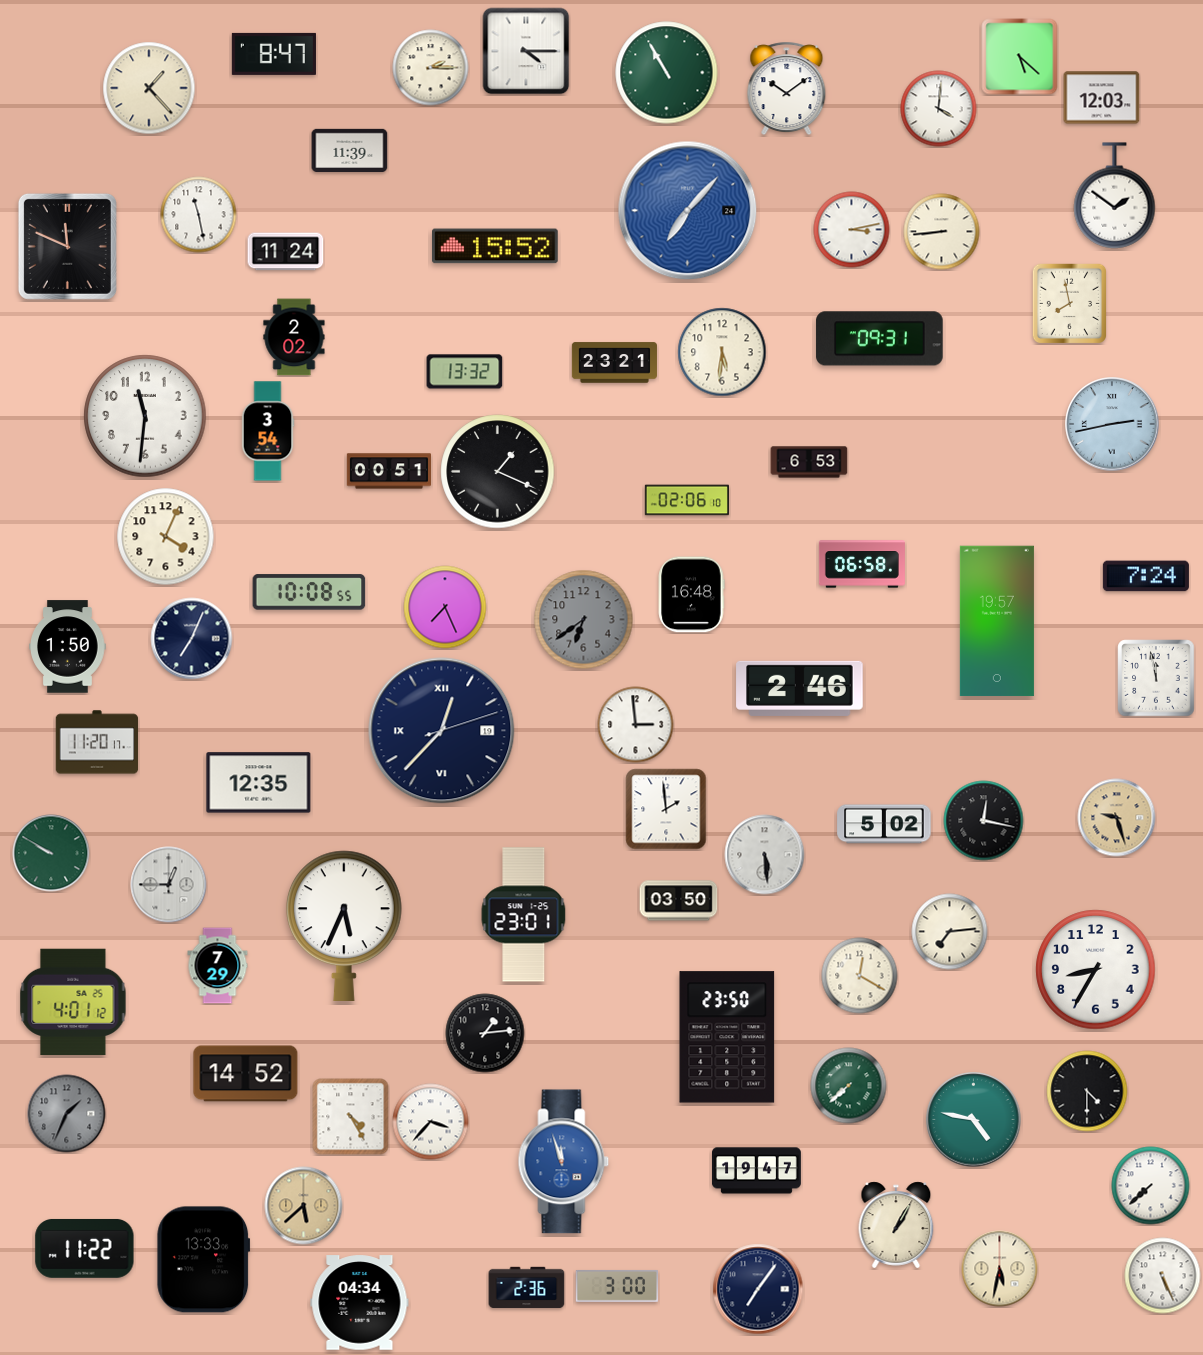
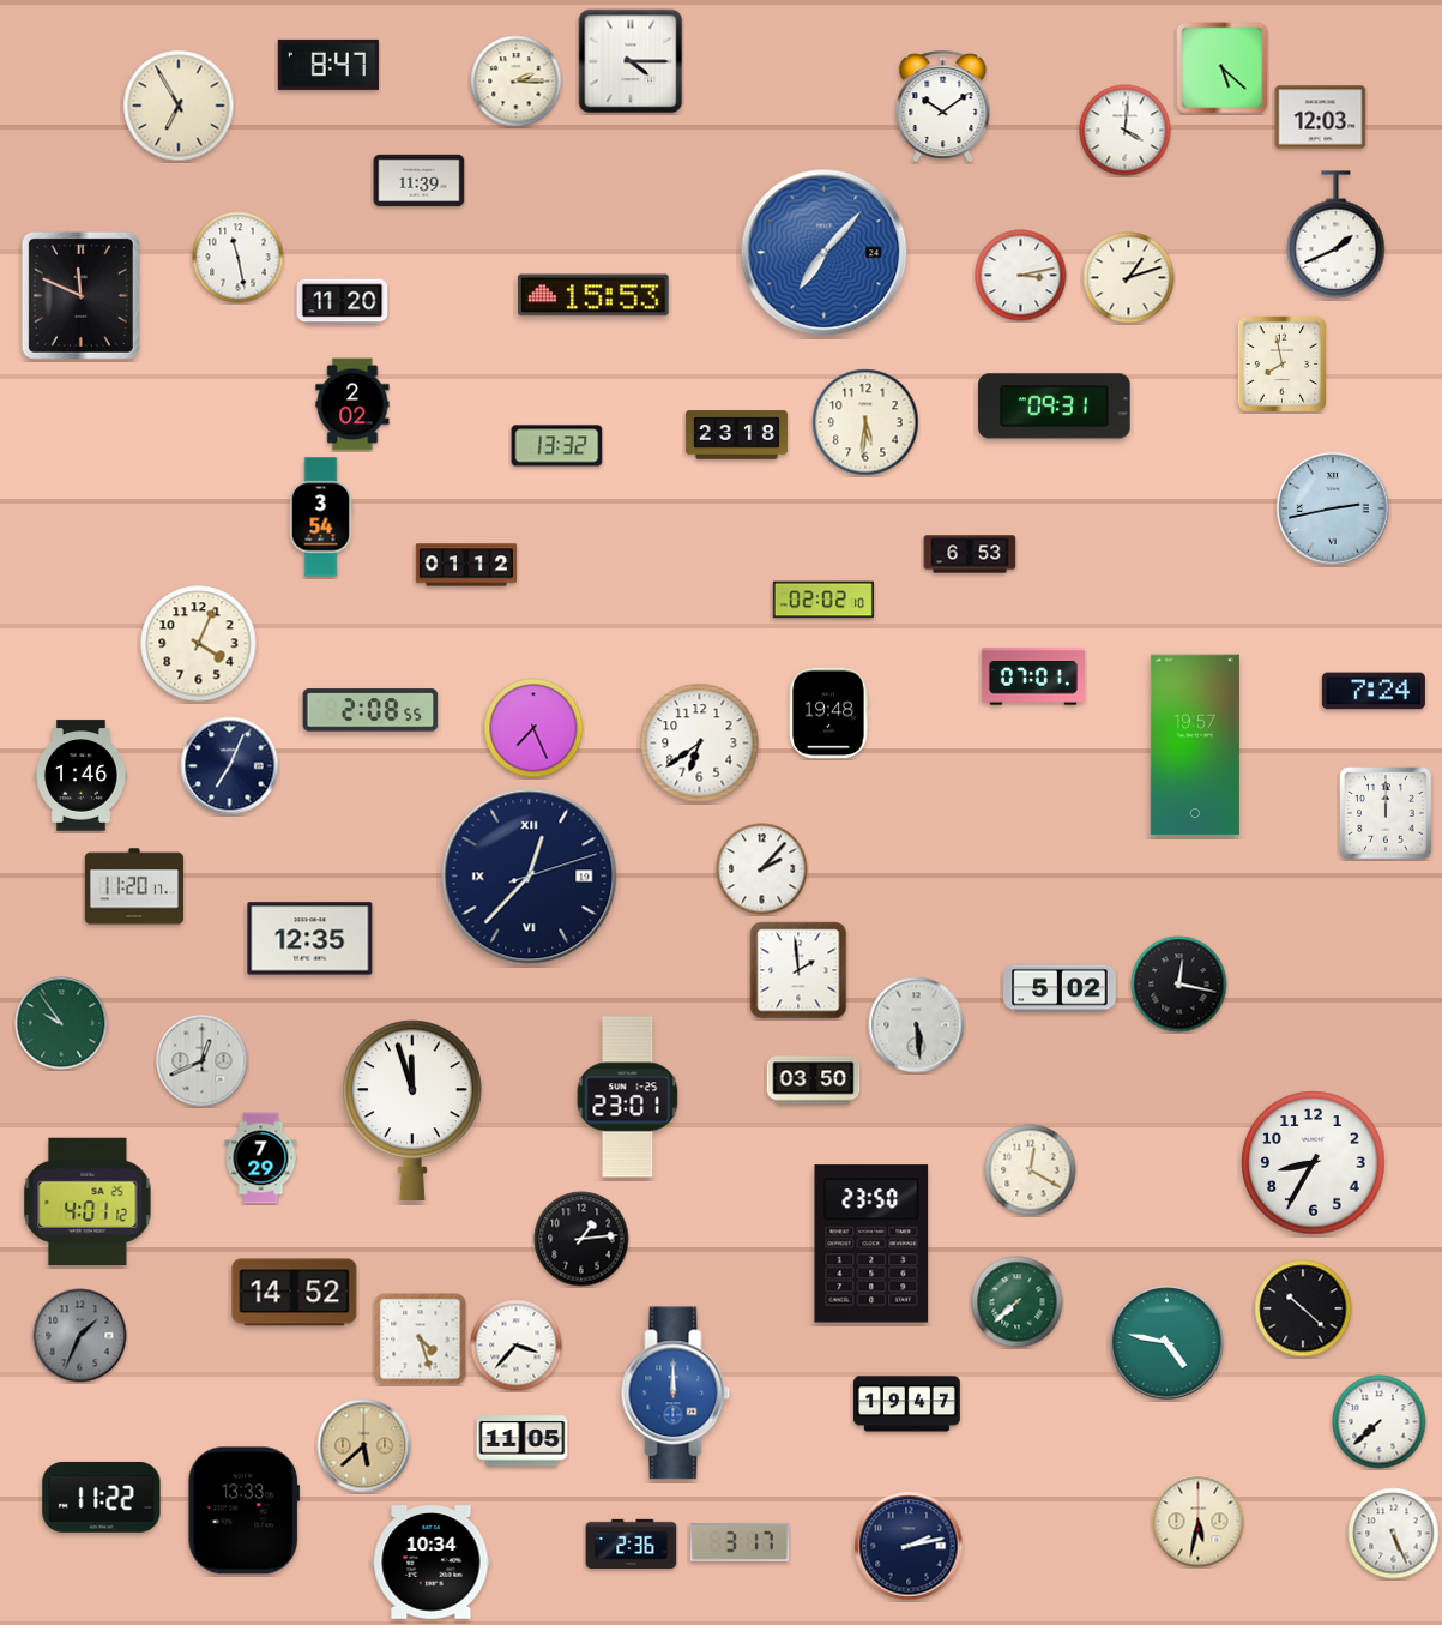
clock at (667, 73): 10:55 -> none
clock at (149, 88): 1:23 -> 6:55
clock at (1115, 196): 1:51 -> 1:41
clock at (942, 232): 8:44 -> 1:12
clock at (496, 246): 15:52 -> 15:53
clock at (286, 252): 11:24 -> 11:20
clock at (614, 363): 23:21 -> 23:18
clock at (145, 416): 11:31 -> none
clock at (388, 471): 00:51 -> 01:12
clock at (498, 472): 1:19 -> none
clock at (686, 500): 02:06 -> 02:02
clock at (862, 564): 06:58 -> 07:01
clock at (309, 592): 10:08 -> 2:08
clock at (691, 595): 16:48 -> 19:48
clock at (584, 620) dial: grey -> white
clock at (68, 647): 1:50 -> 1:46
clock at (1156, 678): 11:58 -> 12:00
clock at (800, 688): 2:46 -> none
clock at (636, 725): 2:59 -> 2:07
clock at (97, 742) position: (97, 742) -> (134, 886)
clock at (1117, 818): 9:27 -> none
clock at (51, 853): 9:50 -> 9:54
clock at (169, 885): 12:45 -> 12:41
clock at (344, 925): 5:34 -> 11:57
clock at (950, 932): 7:14 -> none
clock at (246, 1074) position: (246, 1074) -> (295, 1293)
clock at (1087, 1091): 4:30 -> 10:22
clock at (351, 1117): 4:25 -> 4:27
clock at (564, 1162): 11:57 -> 12:00
clock at (523, 1442): none -> 11:05
clock at (896, 1225): 1:05 -> none
clock at (1163, 1276) position: (1163, 1276) -> (1394, 1534)
clock at (617, 1286): 3:00 -> 3:17
clock at (758, 1289): 7:06 -> 2:13
clock at (360, 1303): 04:34 -> 10:34
